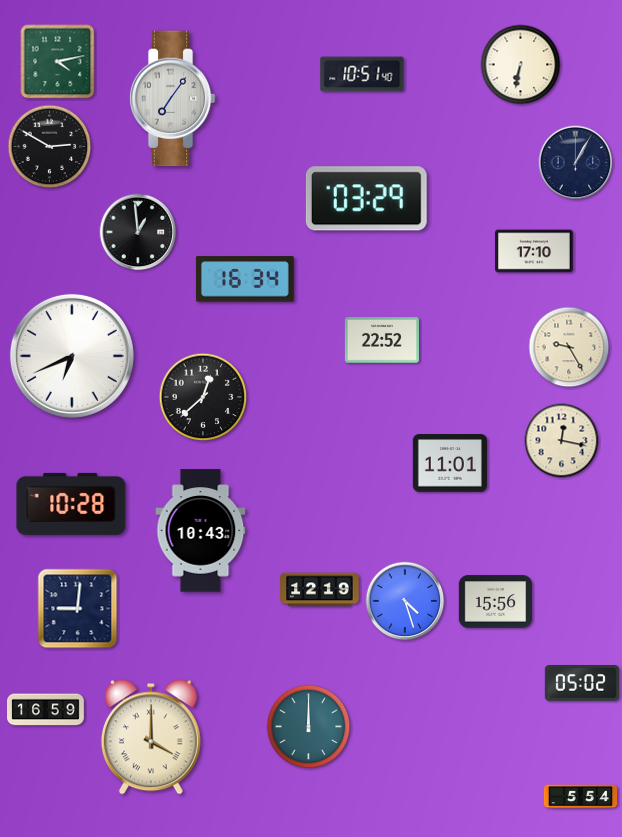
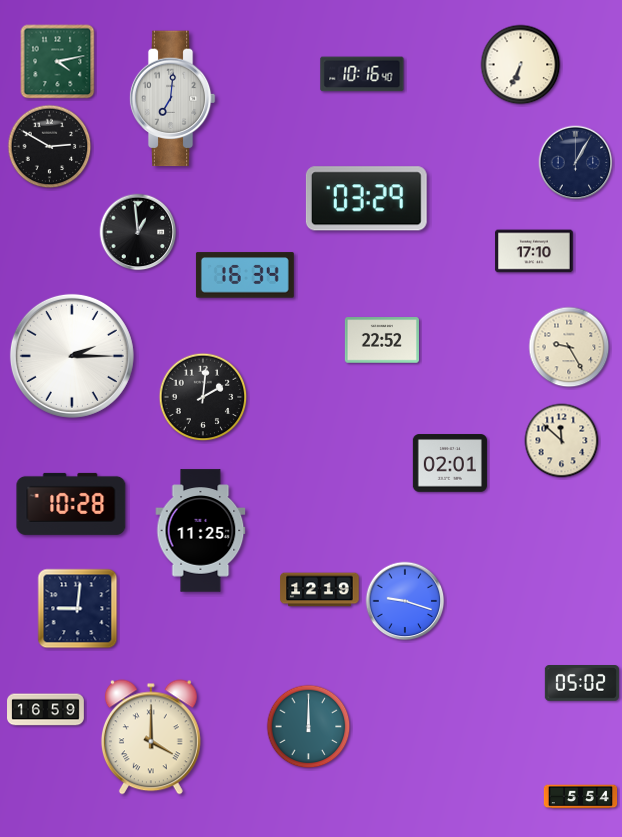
clock at (521, 65): 6:32 -> 6:34
clock at (362, 74): 10:51 -> 10:16
clock at (172, 99): 7:06 -> 7:01
clock at (245, 279) position: (245, 279) -> (245, 275)
clock at (72, 356): 6:41 -> 2:15
clock at (203, 397): 12:38 -> 2:01
clock at (562, 441): 12:17 -> 11:52
clock at (450, 463): 11:01 -> 02:01
clock at (201, 531): 10:43 -> 11:25
clock at (405, 601): 4:27 -> 9:18
clock at (496, 602): 15:56 -> none
